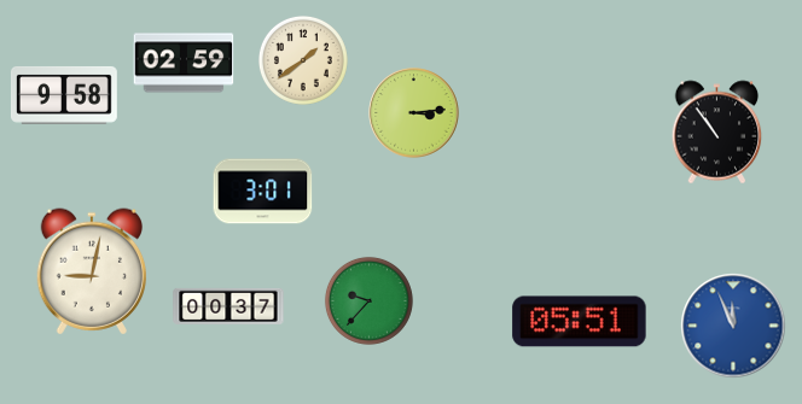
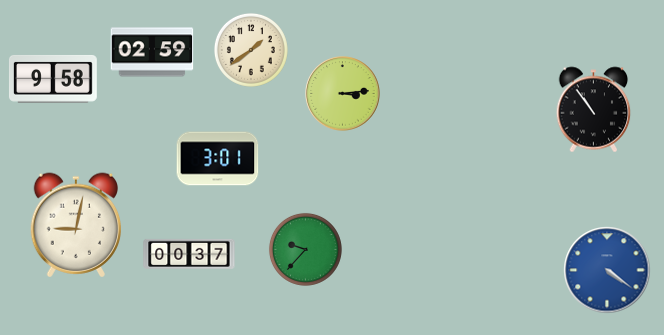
clock at (580, 322): 05:51 -> none
clock at (733, 326): 11:56 -> 4:21
